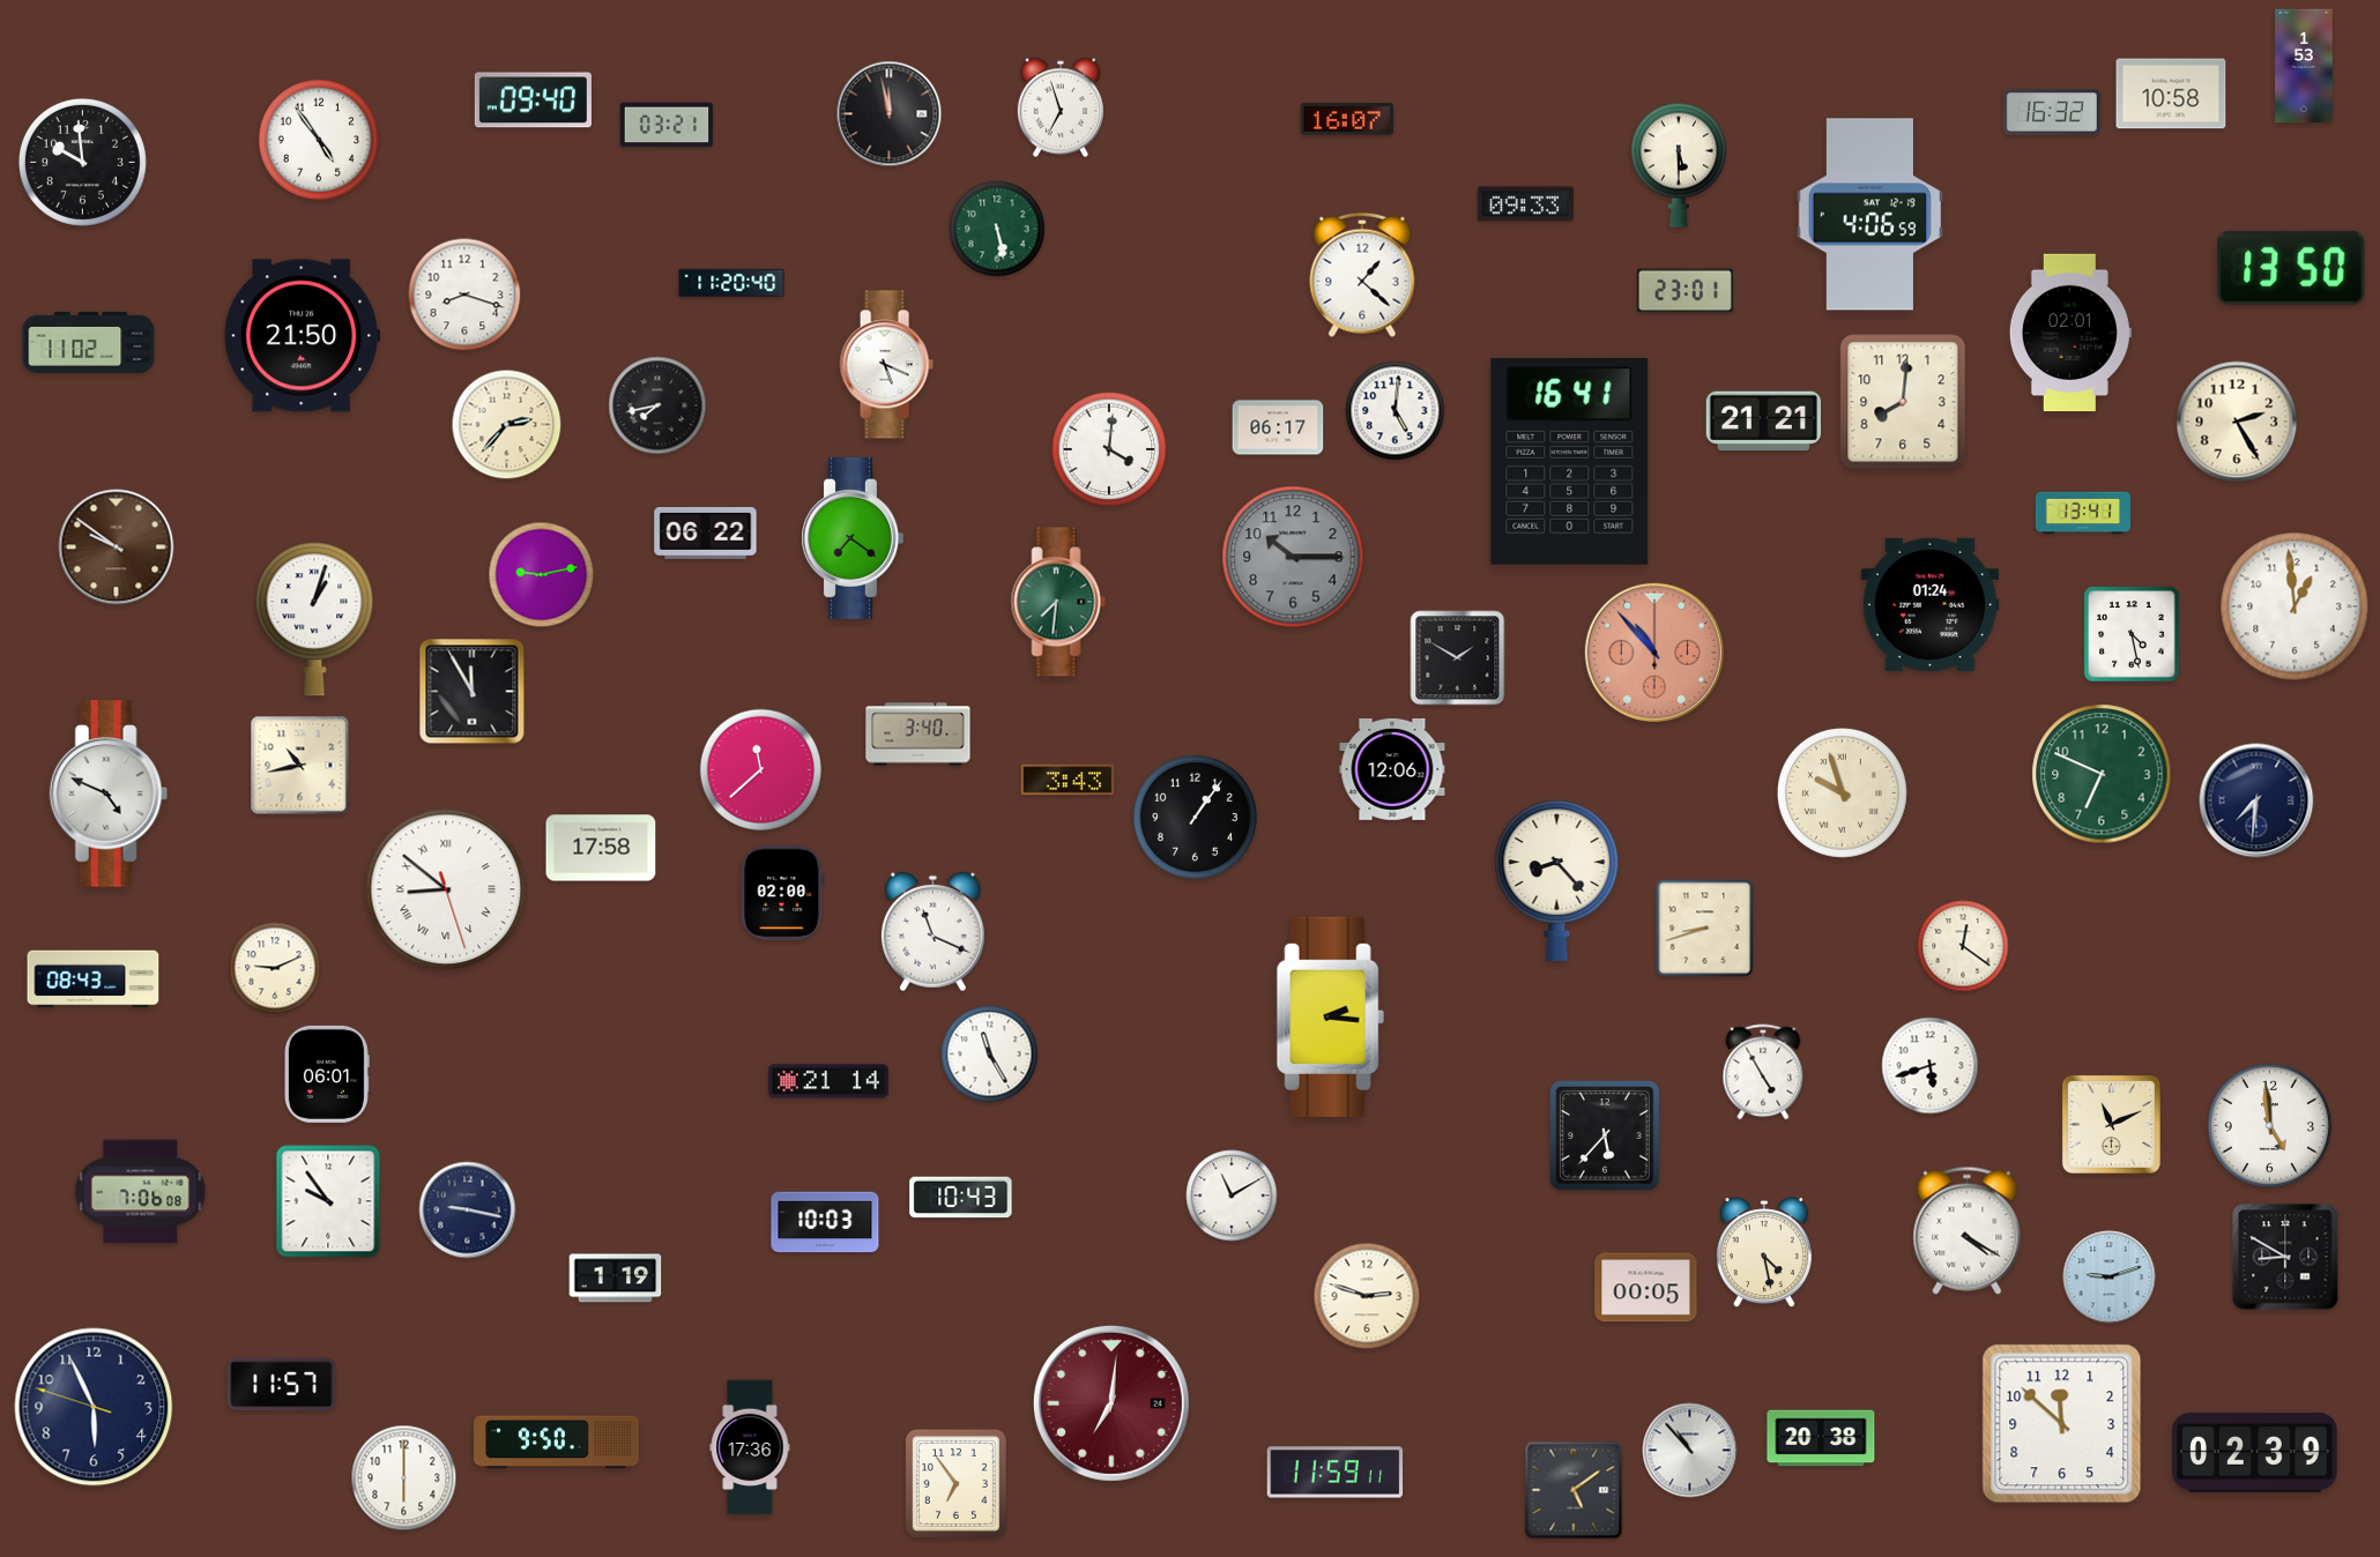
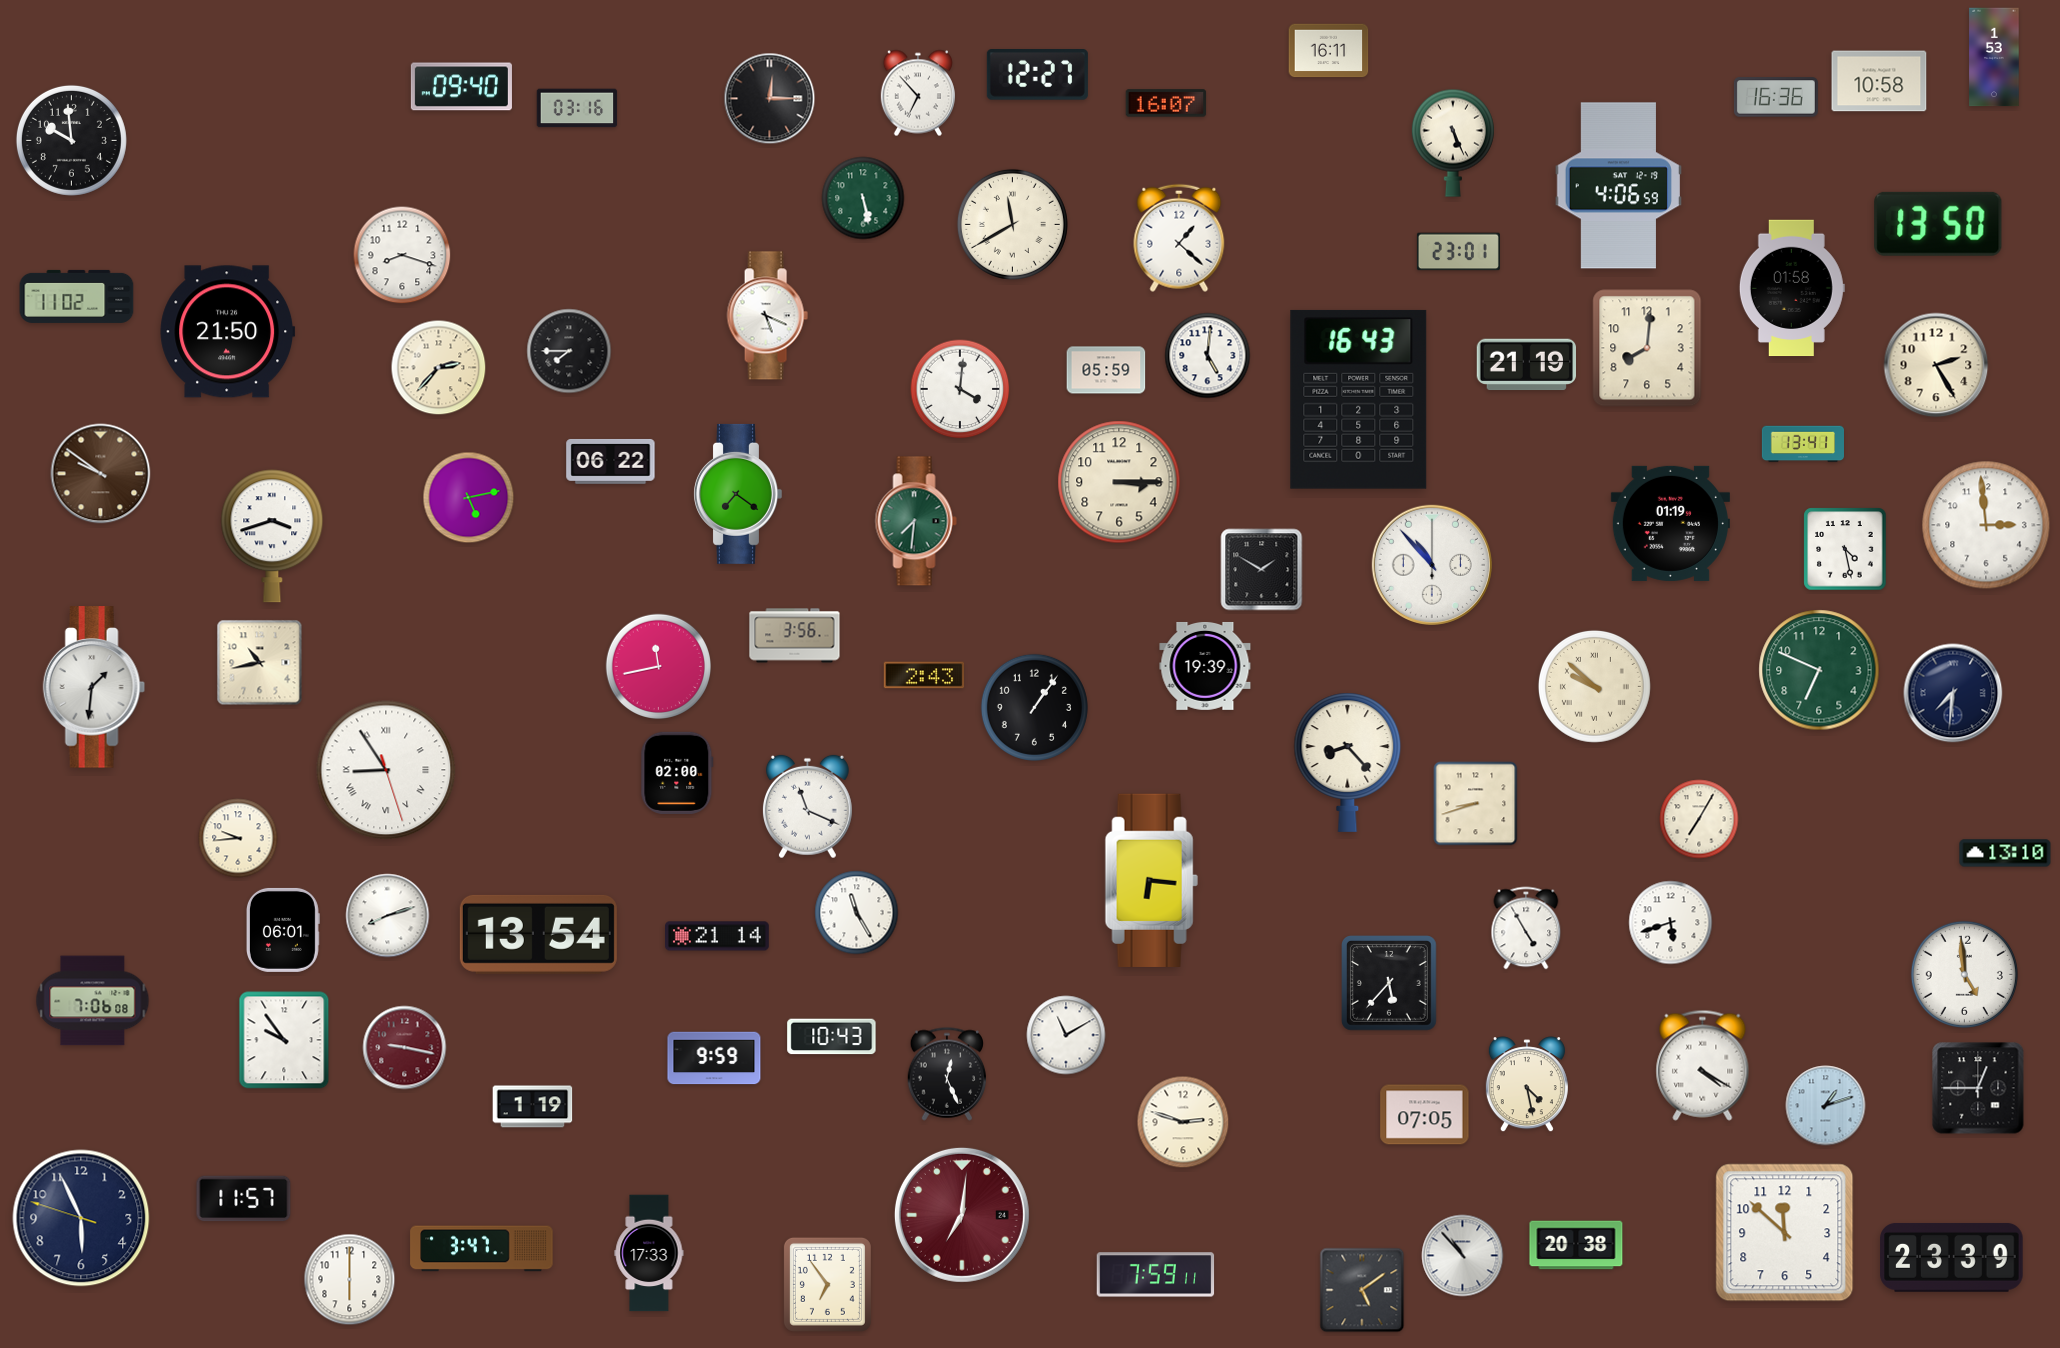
clock at (1329, 51): none -> 16:11
clock at (1037, 75): none -> 12:27
clock at (1061, 107): 6:57 -> 6:53
clock at (2052, 112): 16:32 -> 16:36
clock at (890, 114): 11:58 -> 12:15
clock at (667, 125): 03:21 -> 03:16
clock at (318, 139): 4:54 -> none
clock at (1679, 165): 5:30 -> 5:26
clock at (1525, 204): 09:33 -> none
clock at (1012, 224): none -> 11:40
clock at (2291, 268) position: (2291, 268) -> (1938, 224)
clock at (731, 282): 11:20 -> none
clock at (2070, 333): 02:01 -> 01:58
clock at (303, 336) position: (303, 336) -> (228, 332)
clock at (657, 405): 7:43 -> 7:45
clock at (1763, 422): 21:21 -> 21:19
clock at (1278, 427): 06:17 -> 05:59
clock at (1570, 461): 16:41 -> 16:43
clock at (853, 538) position: (853, 538) -> (738, 494)
clock at (1293, 557): 10:15 -> 3:15
clock at (1293, 557) dial: grey -> cream
clock at (542, 575): 9:13 -> 5:13
clock at (1929, 604): 01:24 -> 01:19
clock at (2295, 606): 12:59 -> 2:59
clock at (314, 619): 1:03 -> 3:42
clock at (1654, 653) dial: salmon -> white
clock at (473, 692): 11:55 -> none
clock at (918, 735): 3:40 -> 3:56
clock at (760, 769): 11:38 -> 11:43
clock at (1392, 769): 12:06 -> 19:39
clock at (1068, 780): 3:43 -> 2:43
clock at (1842, 792): 9:57 -> 9:52
clock at (109, 794): 4:49 -> 1:31
clock at (601, 848): 17:58 -> none
clock at (446, 889): 8:51 -> 8:54
clock at (1963, 946): 12:21 -> 7:05
clock at (275, 968): 9:11 -> 9:44
clock at (94, 979): 08:43 -> none
clock at (2005, 853): none -> 13:10
clock at (1330, 1016): 2:16 -> 6:16
clock at (388, 916): none -> 8:12
clock at (538, 934): none -> 13:54
clock at (2111, 1124): 11:11 -> none
clock at (141, 1192) position: (141, 1192) -> (93, 1001)
clock at (468, 1210) dial: navy -> burgundy
clock at (825, 1222): 10:03 -> 9:59
clock at (947, 1074): none -> 12:26
clock at (2285, 1257): 8:50 -> 12:45
clock at (2110, 1277): 9:12 -> 1:12
clock at (1646, 1288): 00:05 -> 07:05
clock at (557, 1443): 9:50 -> 3:47
clock at (750, 1447): 17:36 -> 17:33
clock at (2255, 1453): 02:39 -> 23:39
clock at (1336, 1473): 11:59 -> 7:59
